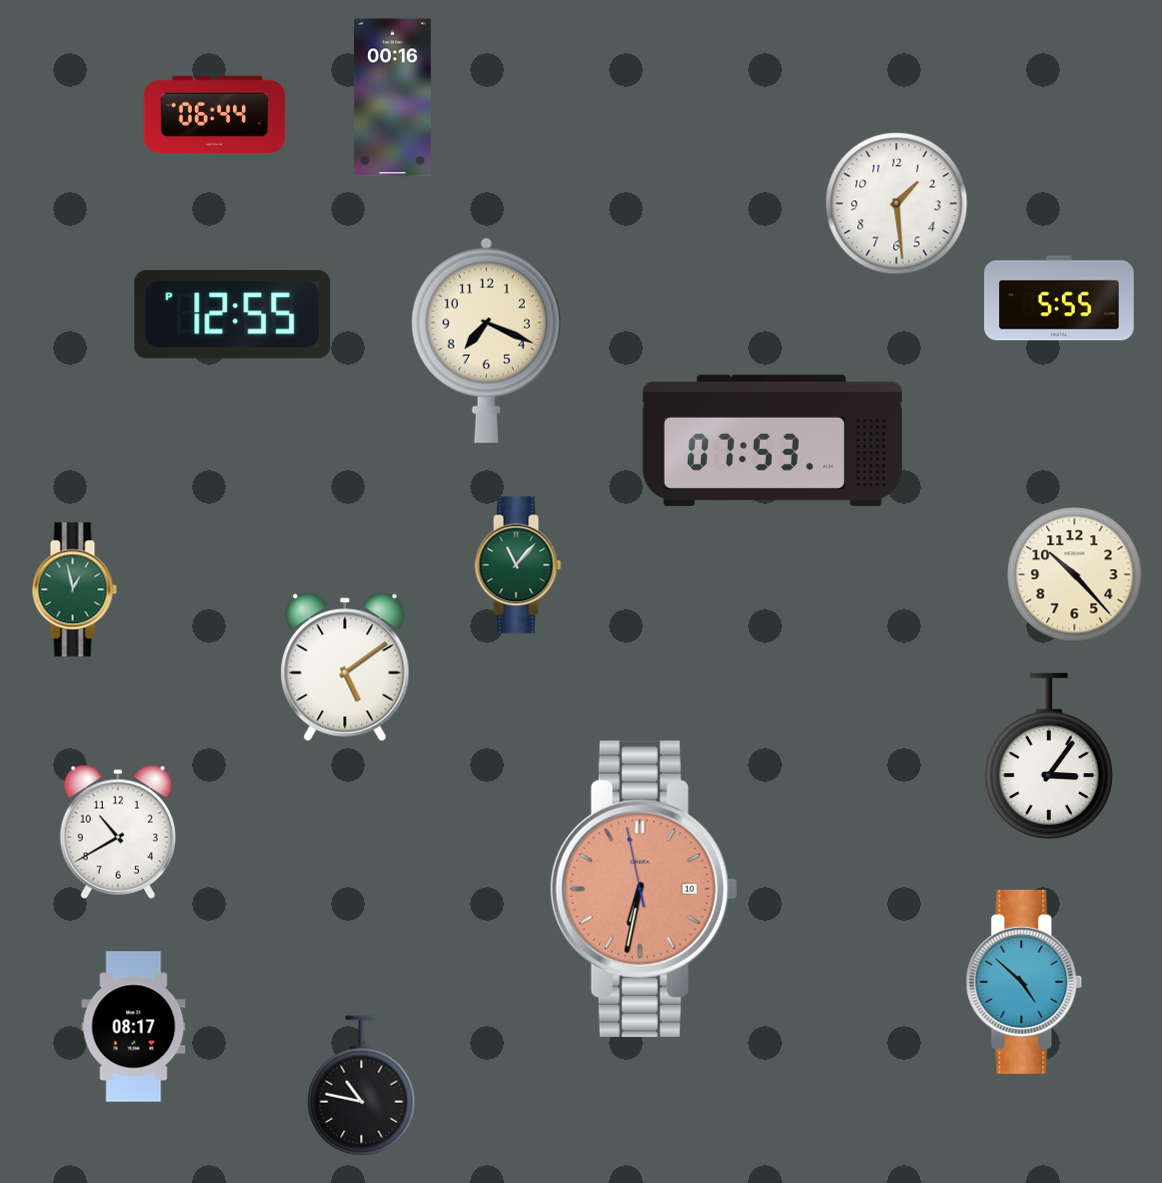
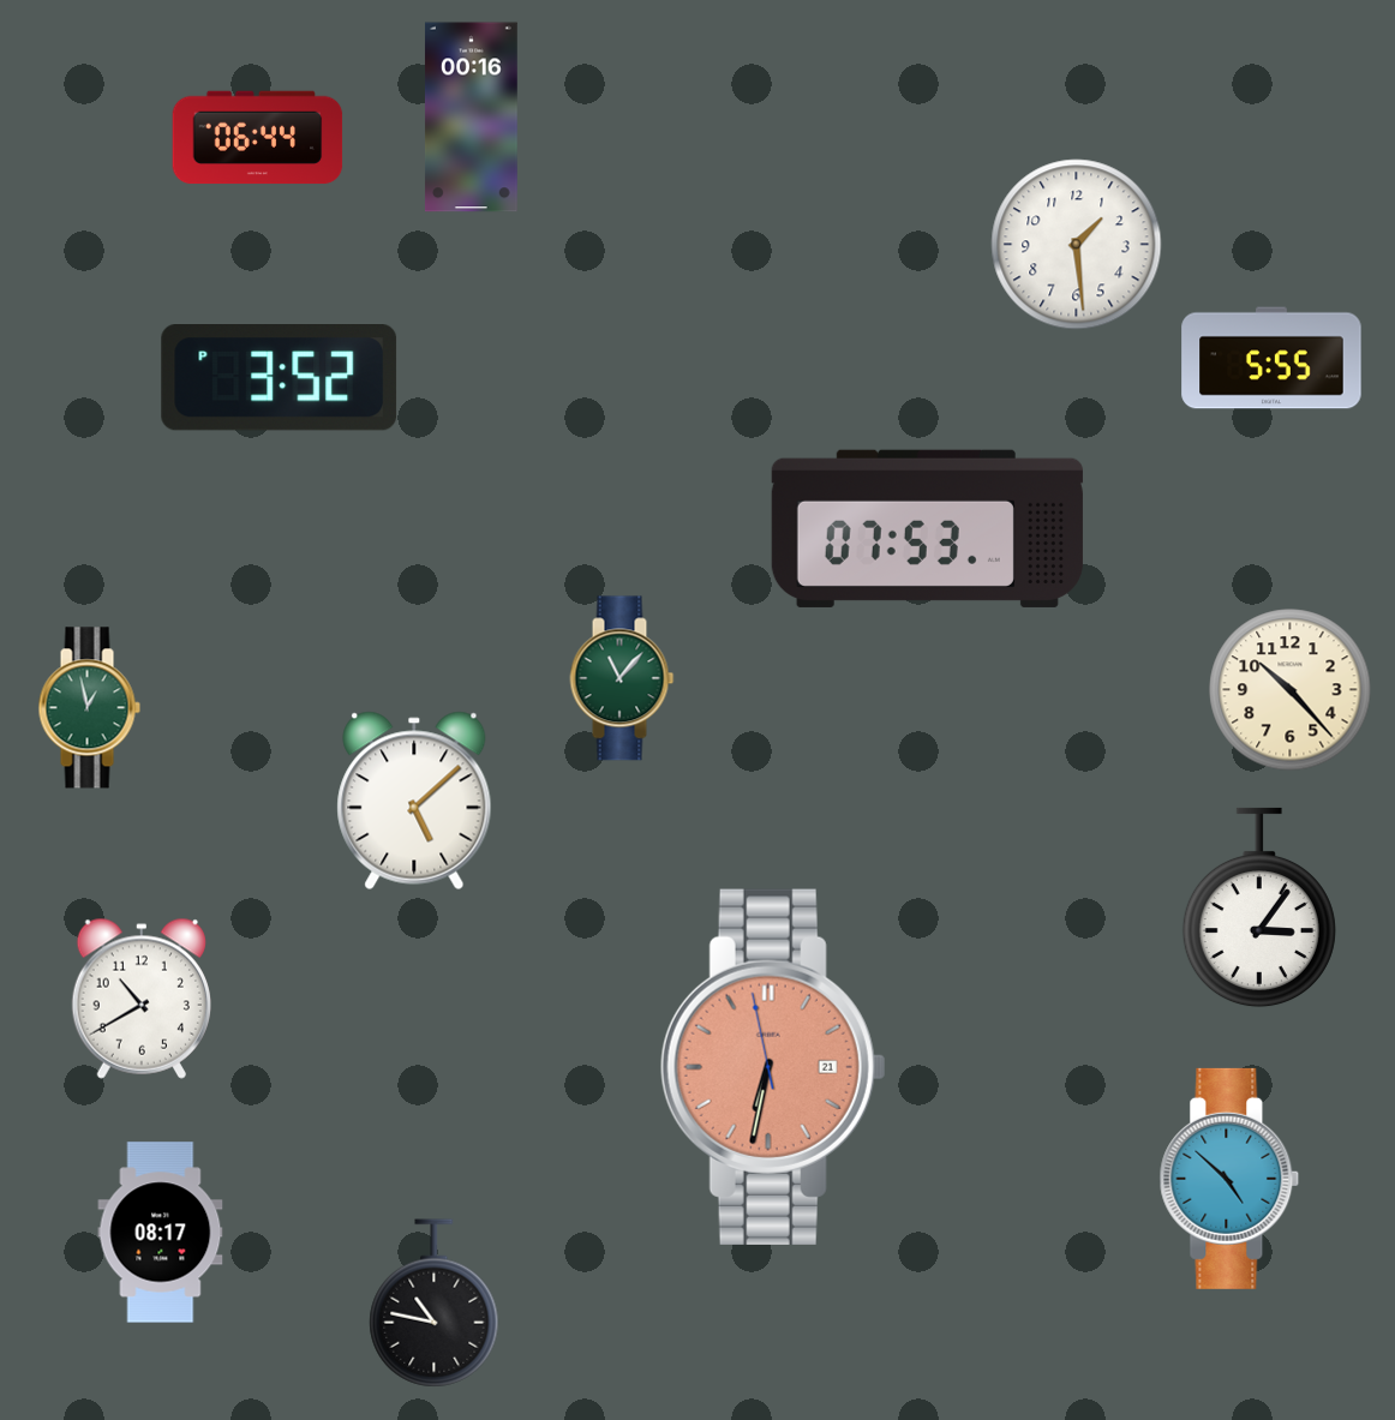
clock at (233, 315): 12:55 -> 3:52
clock at (486, 340): 7:19 -> none
clock at (345, 667): 5:09 -> 5:08
clock at (644, 889) date: 10 -> 21
